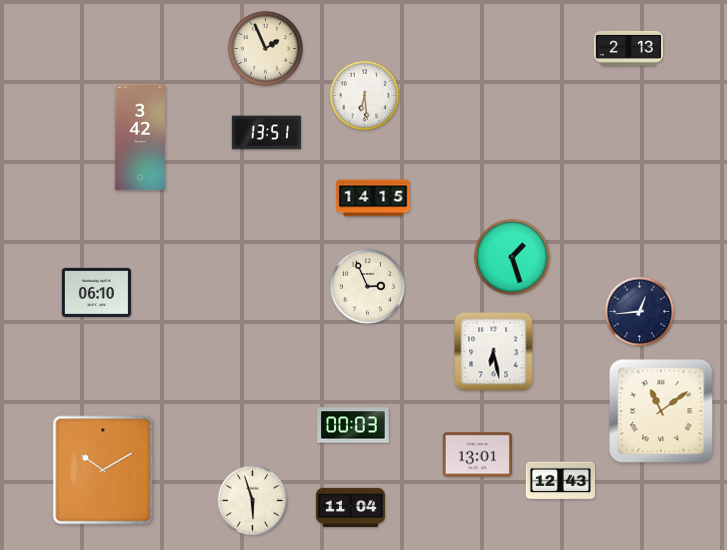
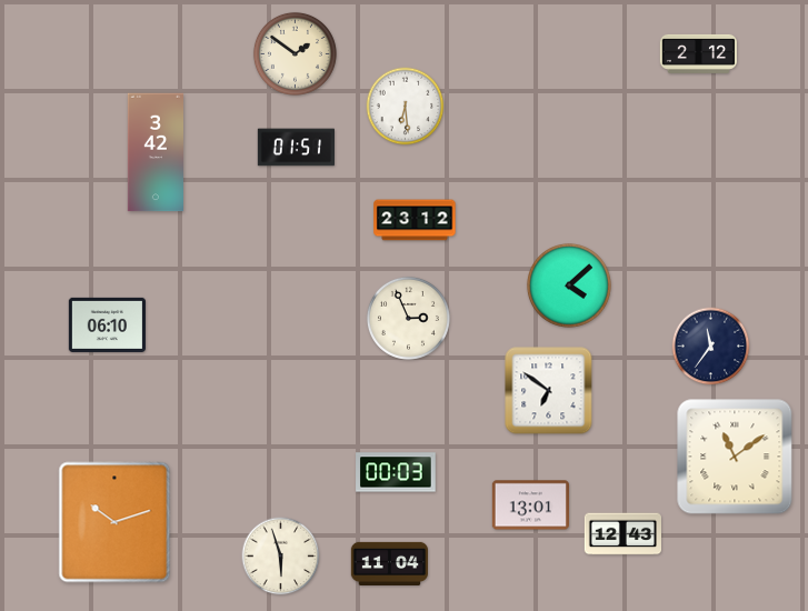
clock at (265, 48): 1:56 -> 1:51
clock at (628, 48): 2:13 -> 2:12
clock at (266, 133): 13:51 -> 01:51
clock at (373, 198): 14:15 -> 23:12
clock at (512, 257): 1:27 -> 4:08
clock at (640, 312): 12:44 -> 11:36
clock at (494, 352): 6:28 -> 6:51
clock at (353, 425) position: (353, 425) -> (396, 472)
clock at (103, 470): 10:10 -> 10:12
